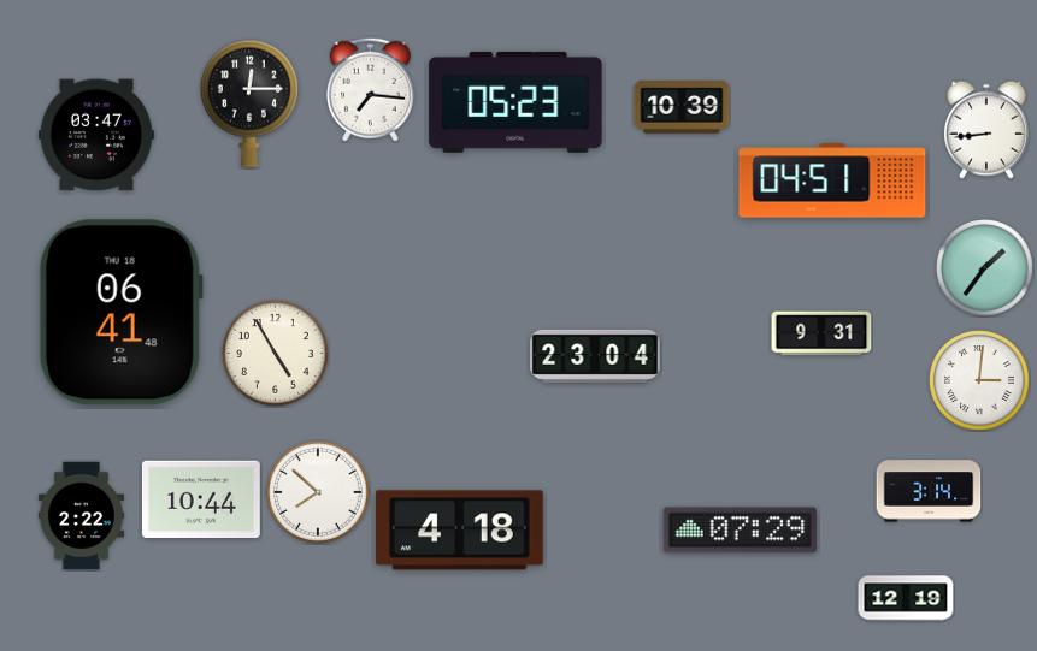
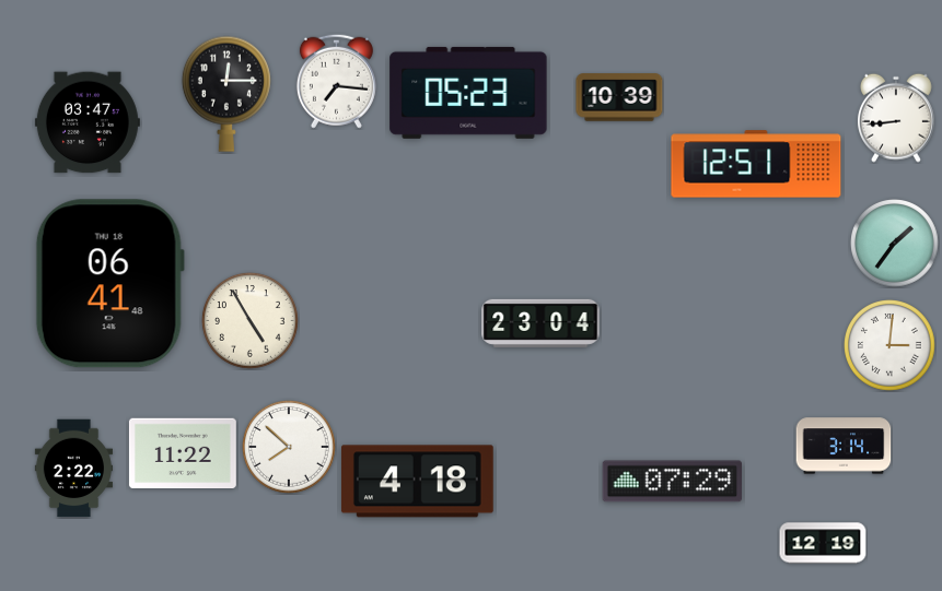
clock at (832, 180): 04:51 -> 12:51
clock at (821, 333): 9:31 -> none
clock at (201, 498): 10:44 -> 11:22
